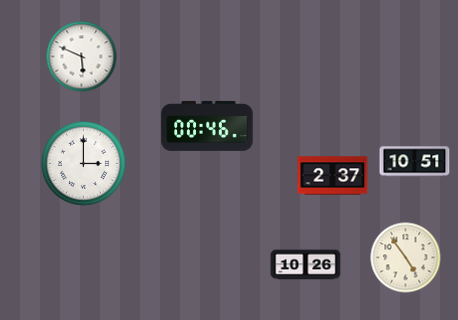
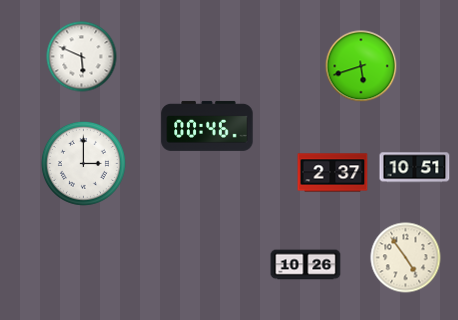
clock at (361, 66): none -> 5:42
clock at (415, 162) position: (415, 162) -> (415, 168)
clock at (333, 176) position: (333, 176) -> (333, 173)
